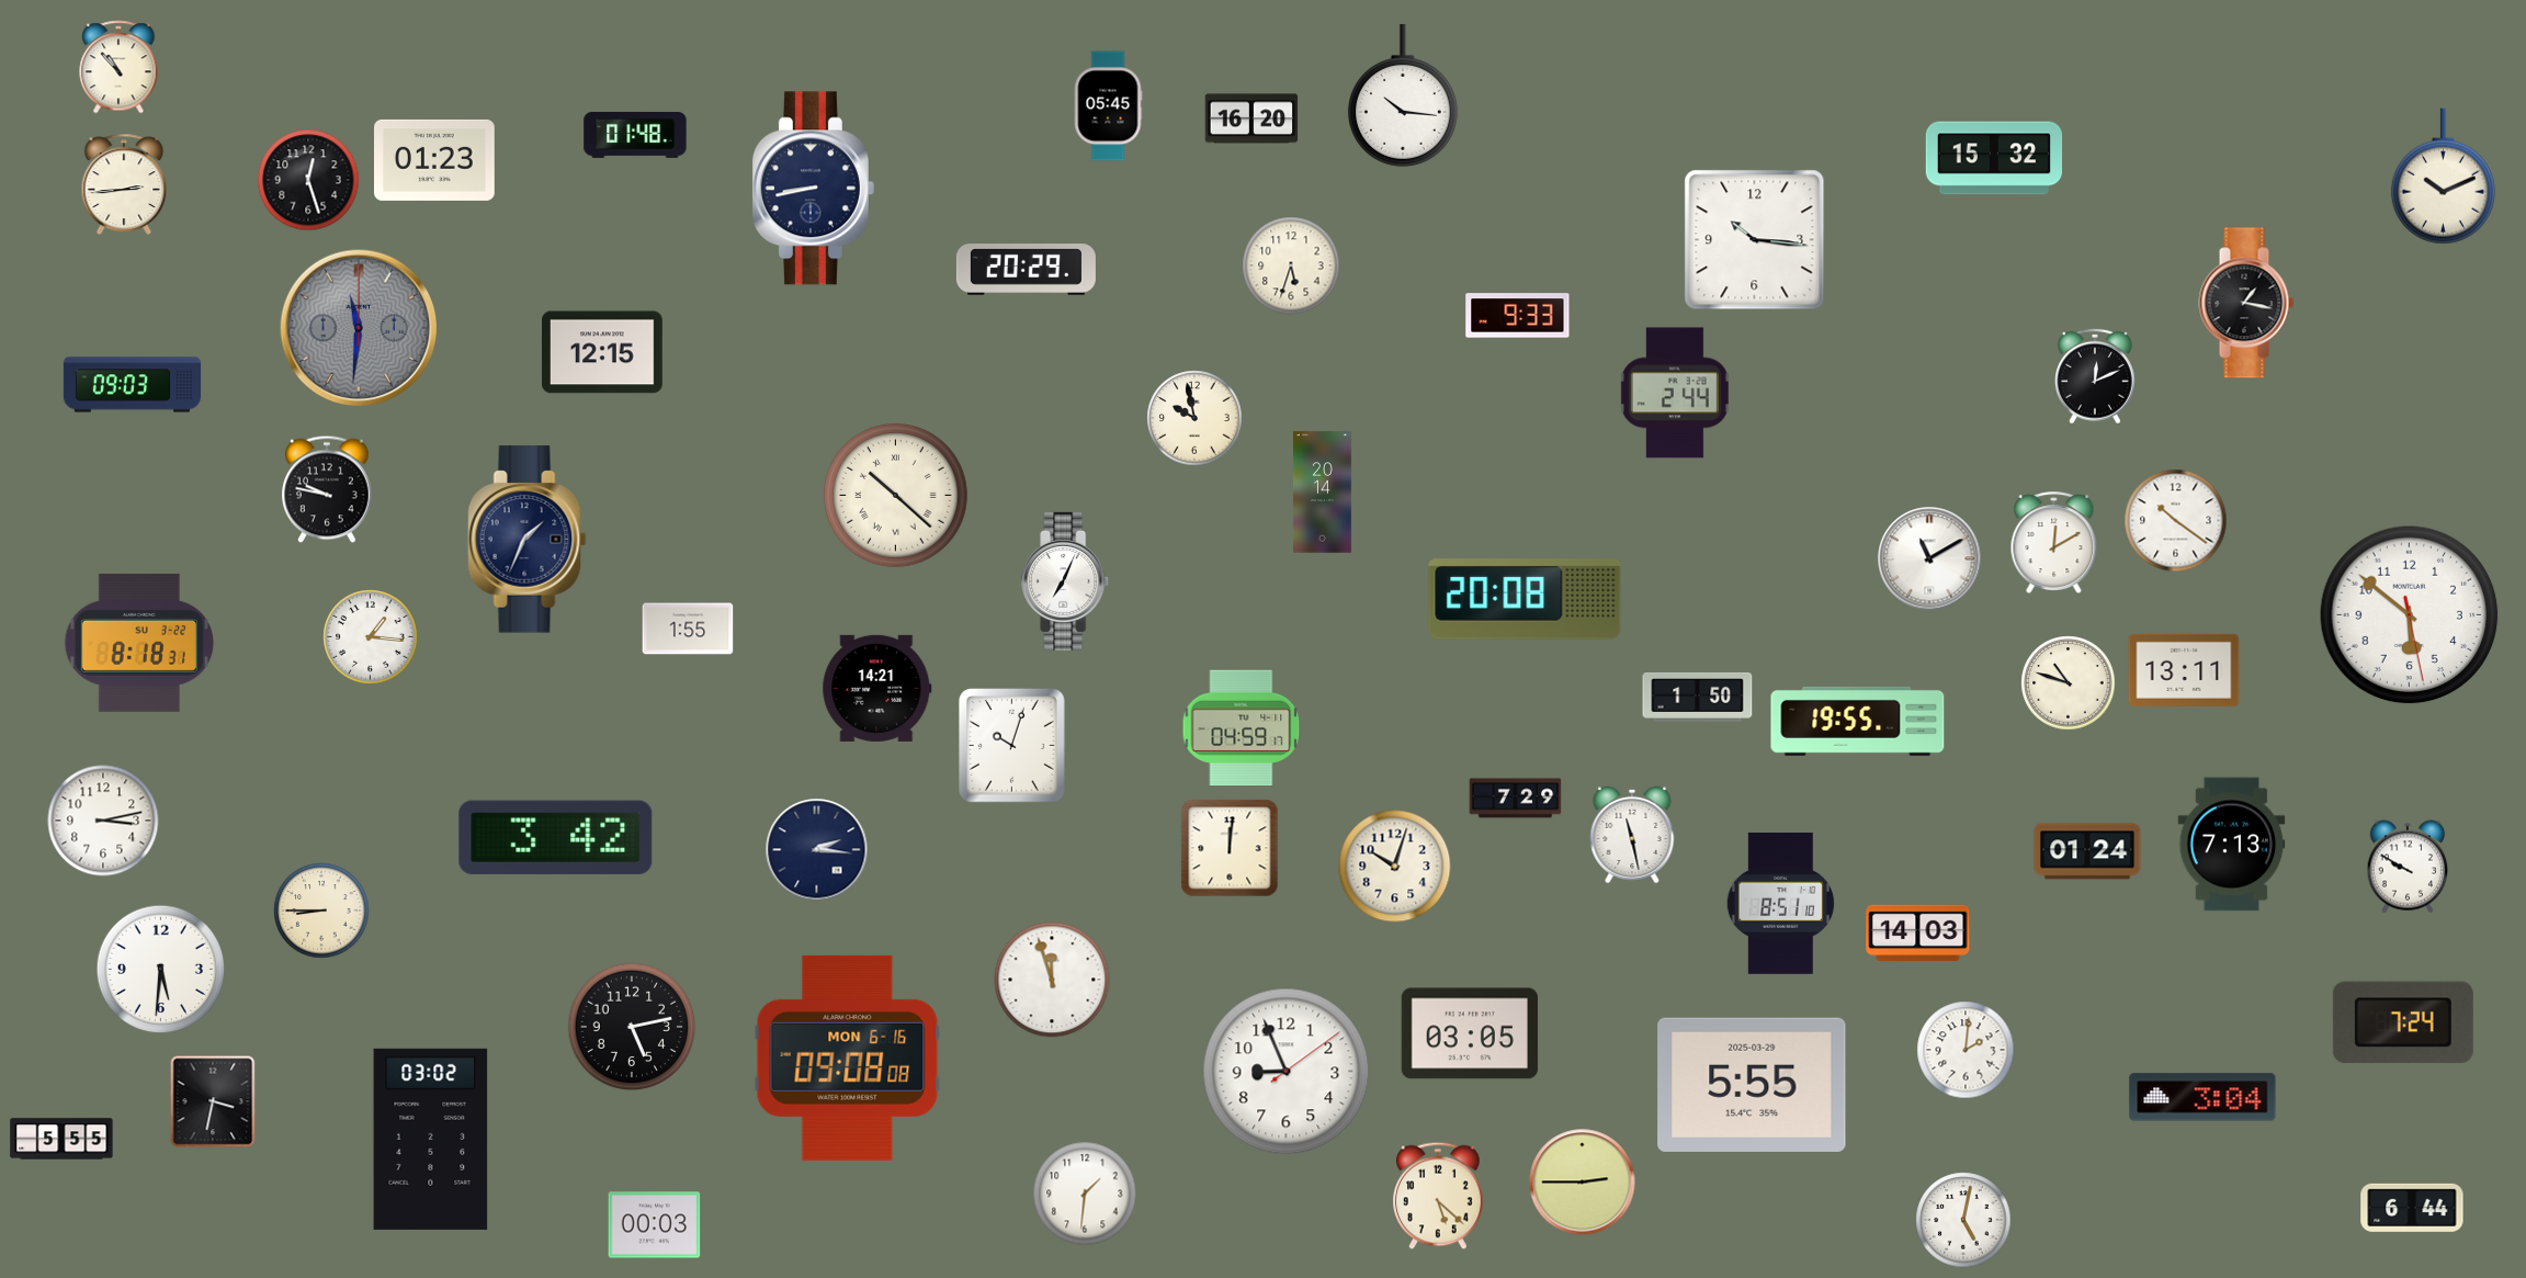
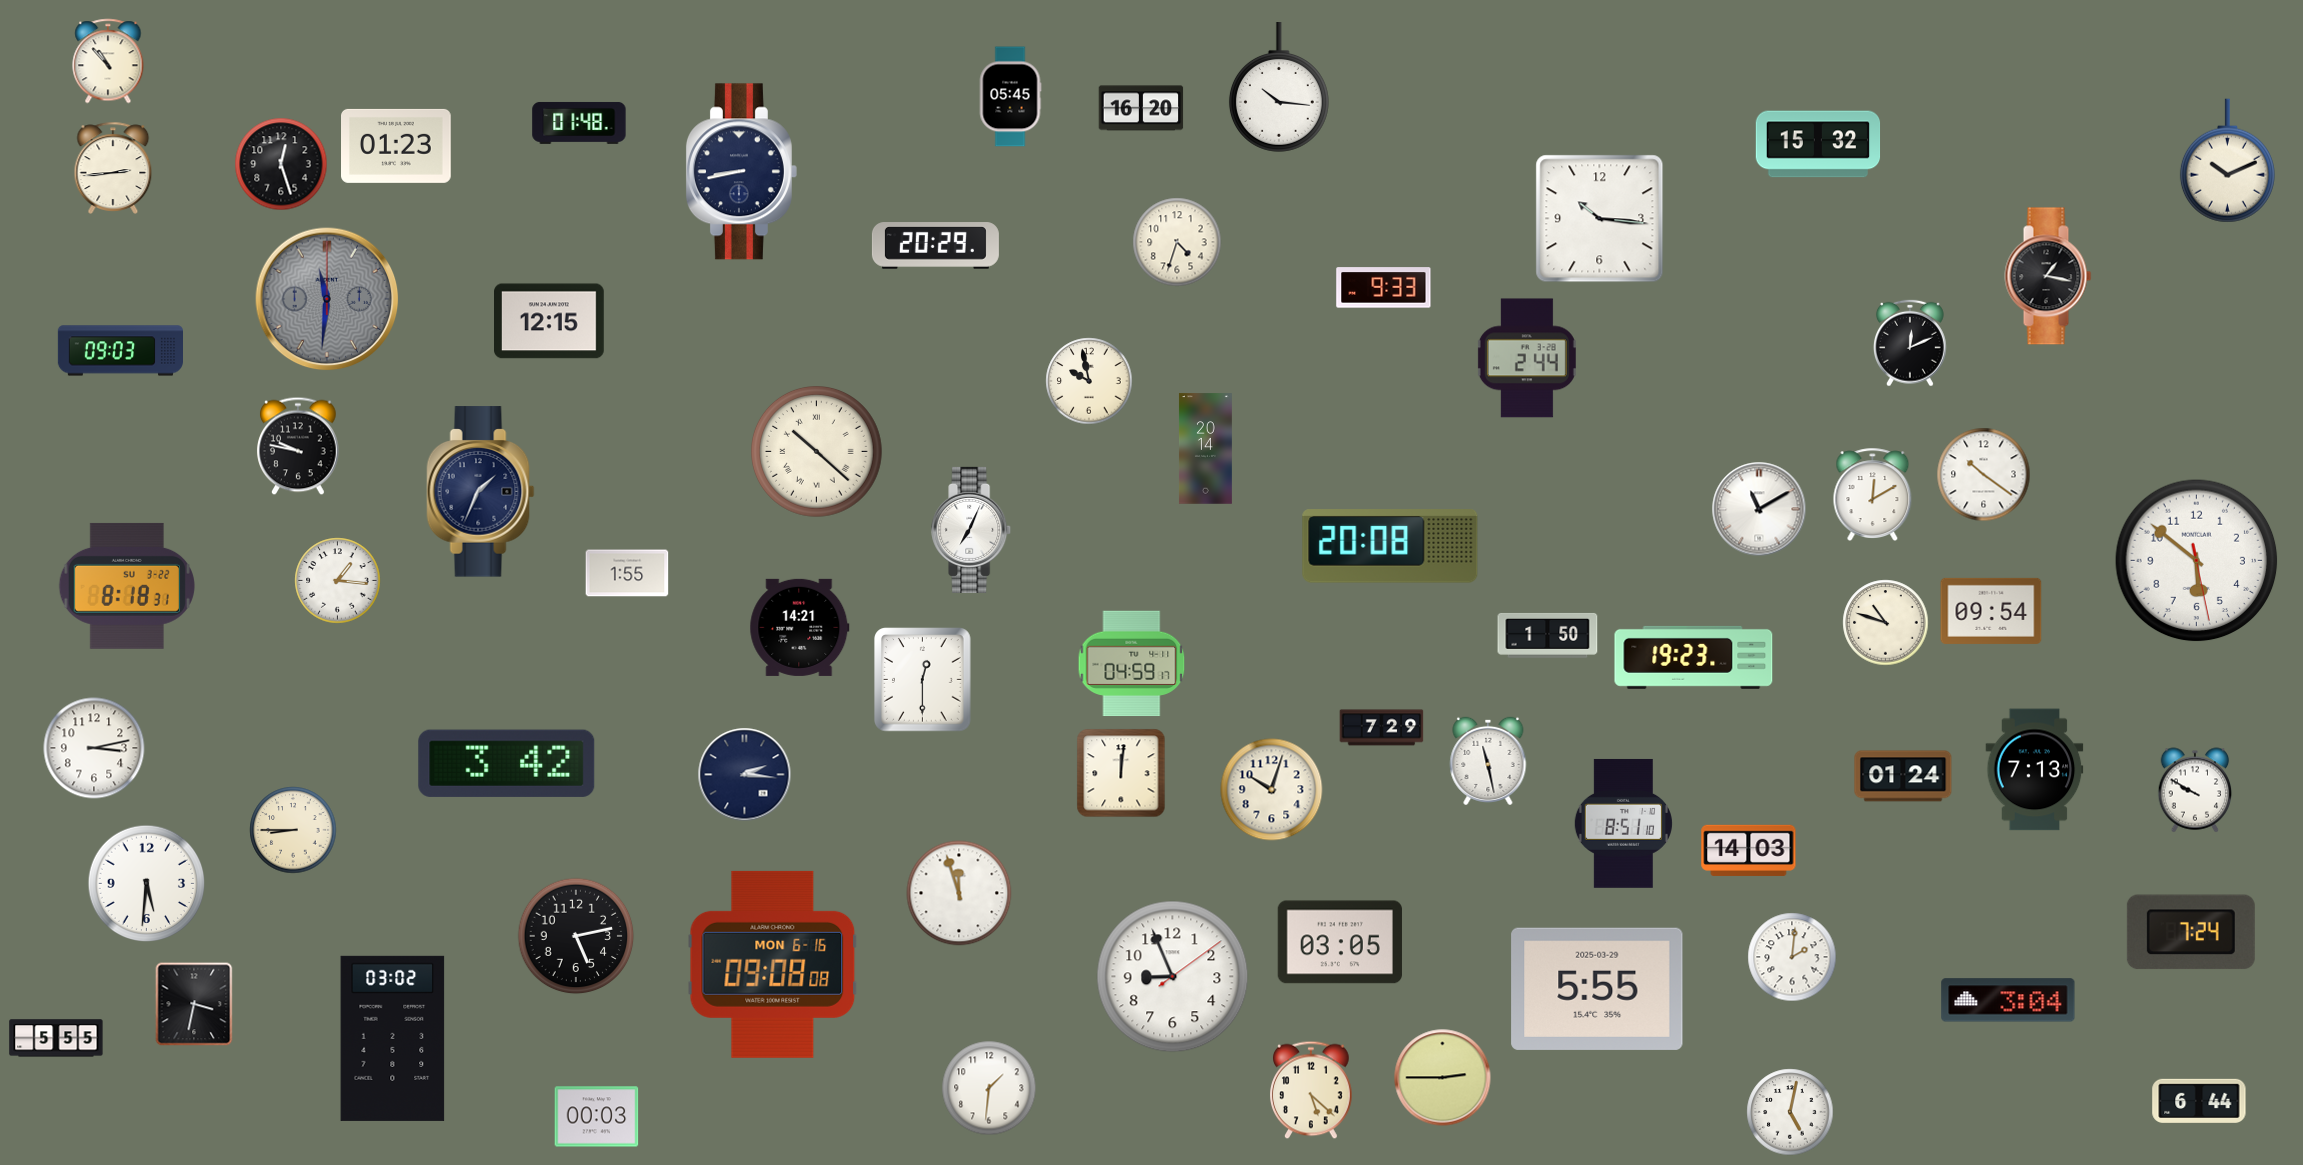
clock at (1291, 265): 5:33 -> 4:33
clock at (2184, 670): 13:11 -> 09:54
clock at (1858, 721): 19:55 -> 19:23
clock at (1012, 746): 10:03 -> 12:30
